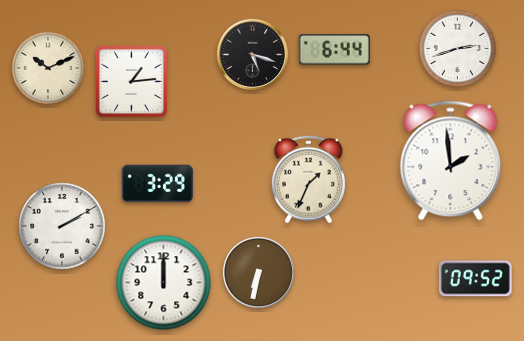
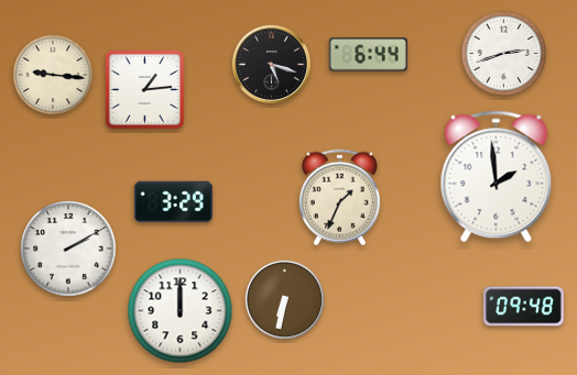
clock at (252, 54) position: (252, 54) -> (271, 64)
clock at (48, 68): 10:11 -> 9:16
clock at (475, 279): 09:52 -> 09:48
